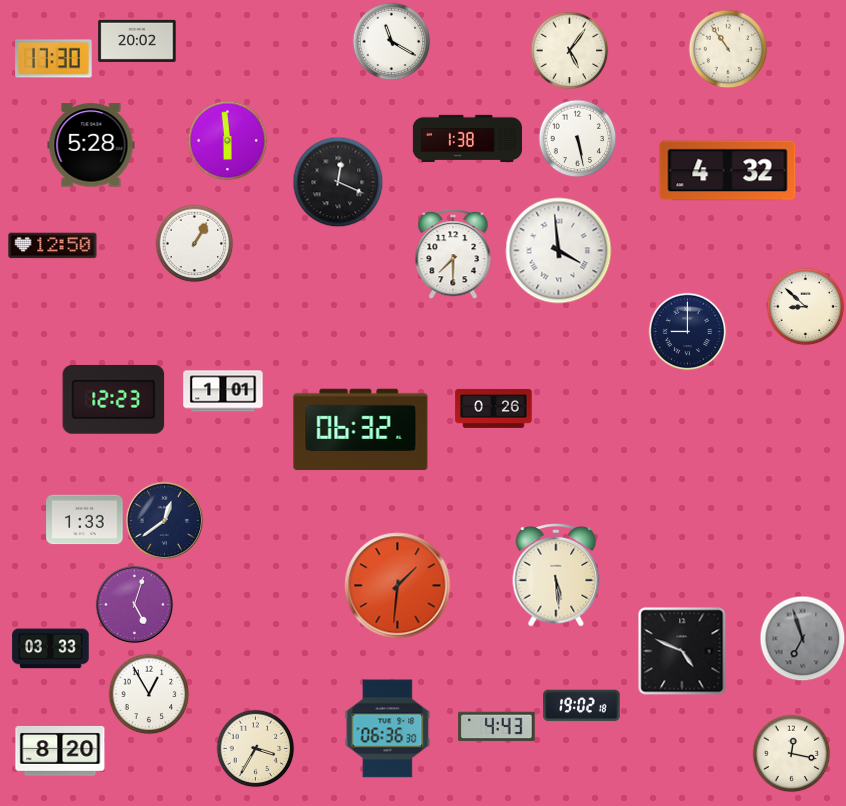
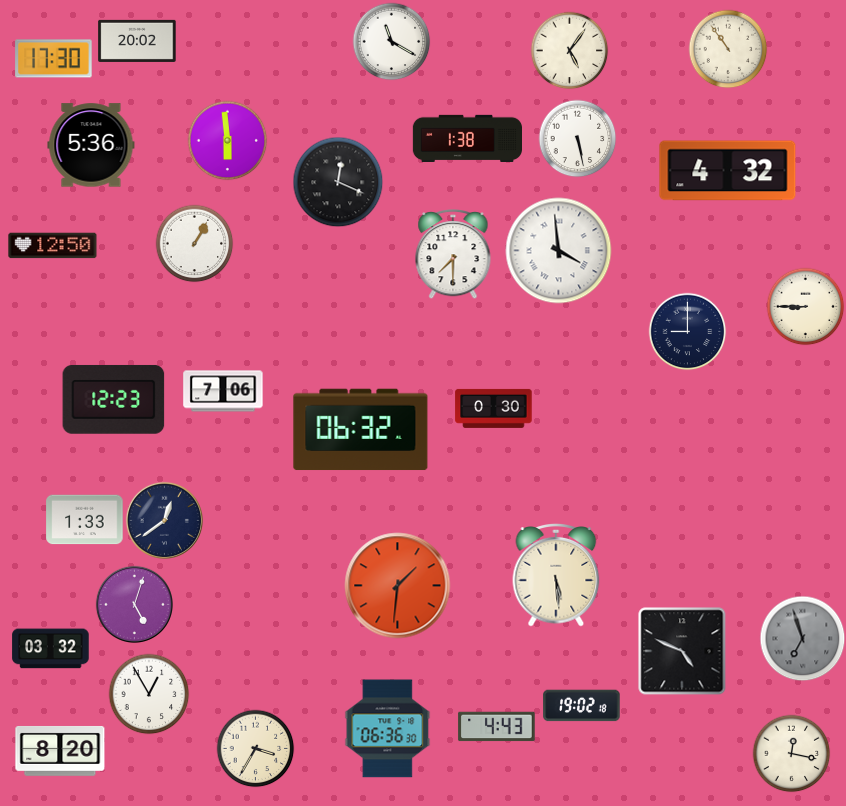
clock at (91, 145): 5:28 -> 5:36
clock at (805, 306): 8:52 -> 8:45
clock at (223, 391): 1:01 -> 7:06
clock at (494, 408): 0:26 -> 0:30
clock at (51, 649): 03:33 -> 03:32
